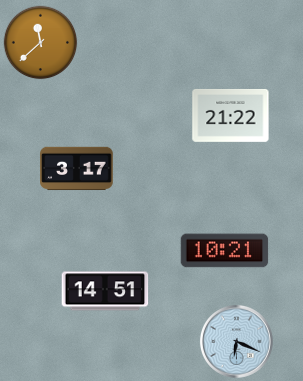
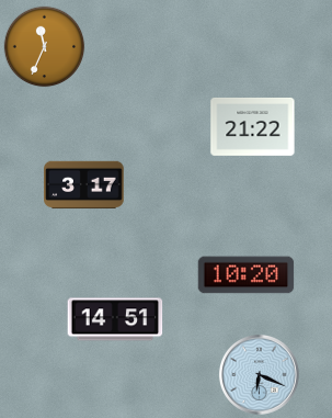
clock at (41, 43): 11:38 -> 11:34
clock at (225, 251): 10:21 -> 10:20
